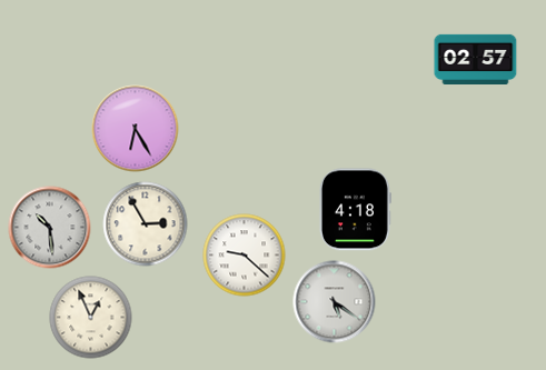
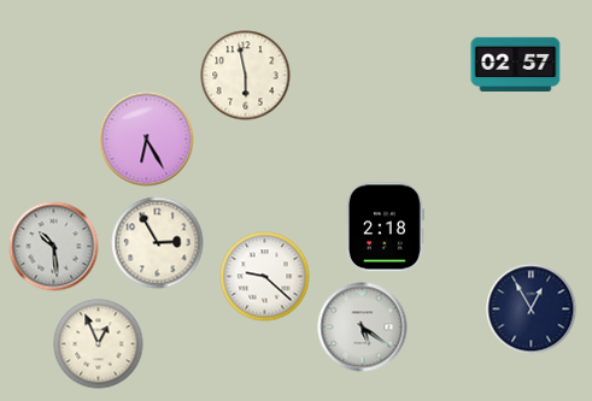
clock at (246, 76): none -> 5:58
clock at (355, 210): 4:18 -> 2:18
clock at (532, 309): none -> 12:55
